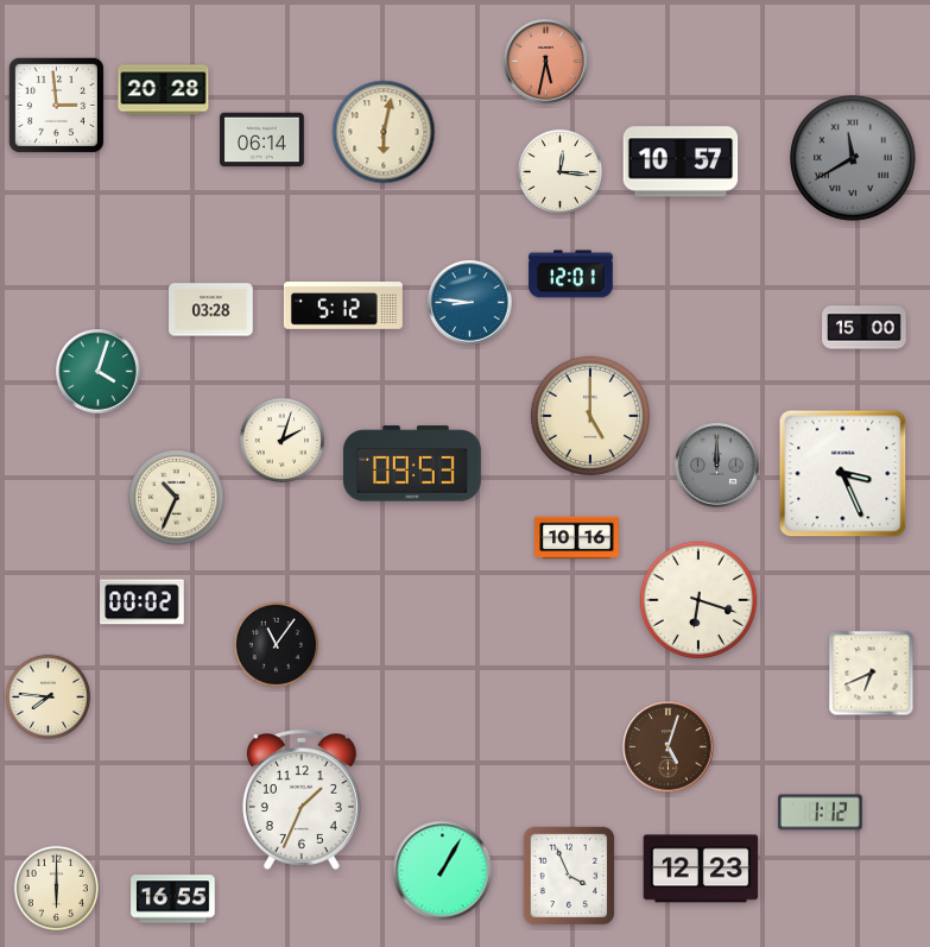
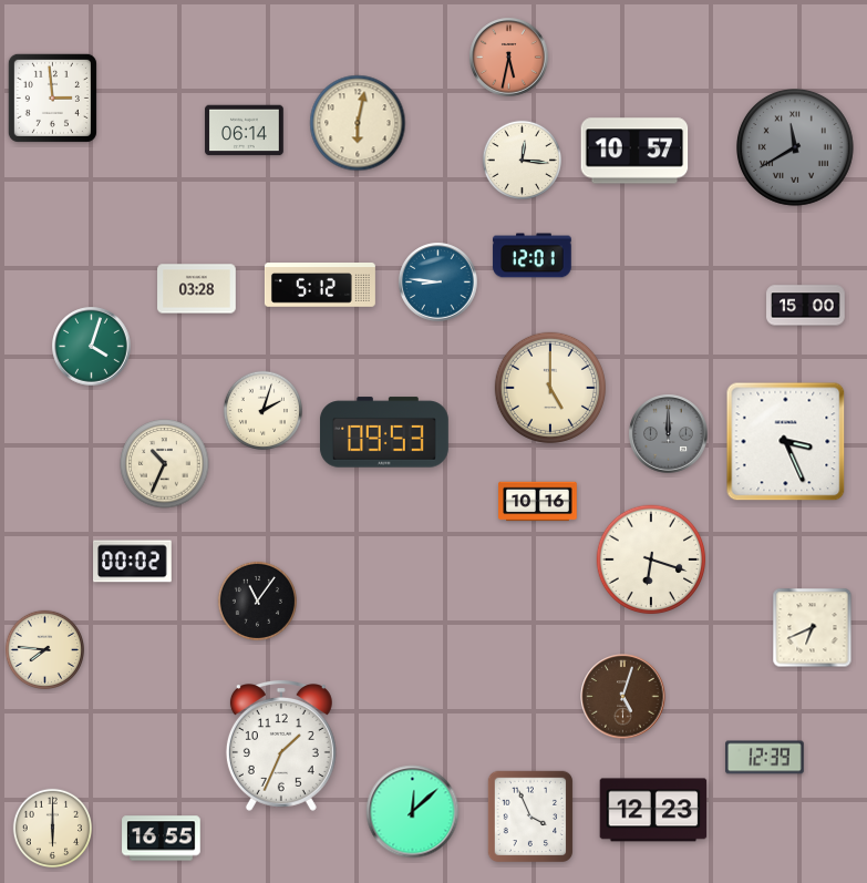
clock at (164, 90): 20:28 -> none
clock at (821, 813): 1:12 -> 12:39
clock at (443, 871): 1:05 -> 12:08
